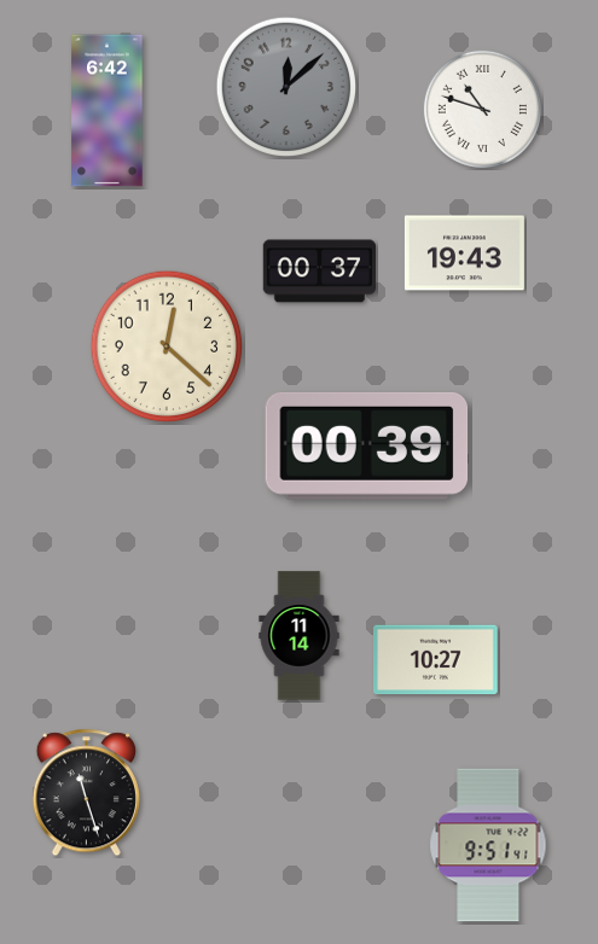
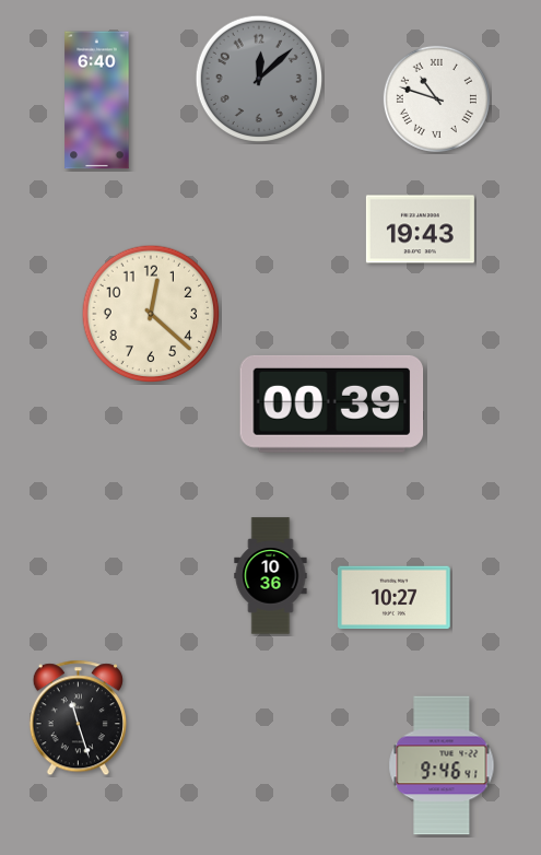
clock at (108, 111): 6:42 -> 6:40
clock at (320, 272): 00:37 -> none
clock at (300, 636): 11:14 -> 10:36
clock at (488, 845): 9:51 -> 9:46
